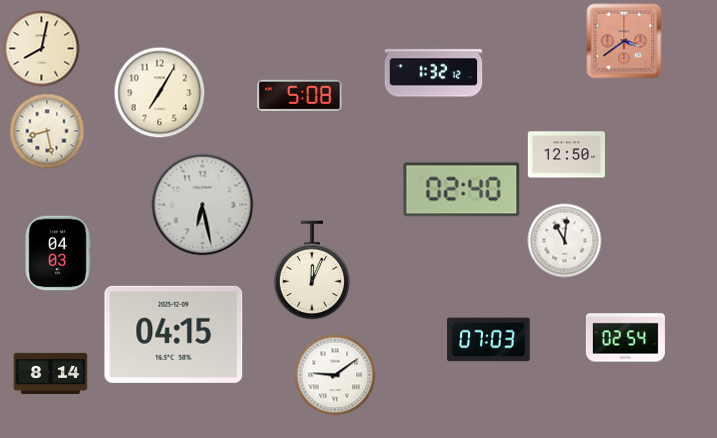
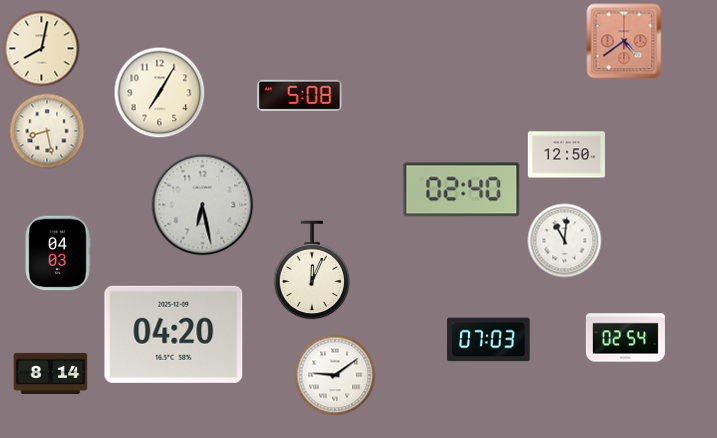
clock at (624, 41): 3:39 -> 4:39
clock at (434, 72): 1:32 -> none
clock at (174, 334): 04:15 -> 04:20
